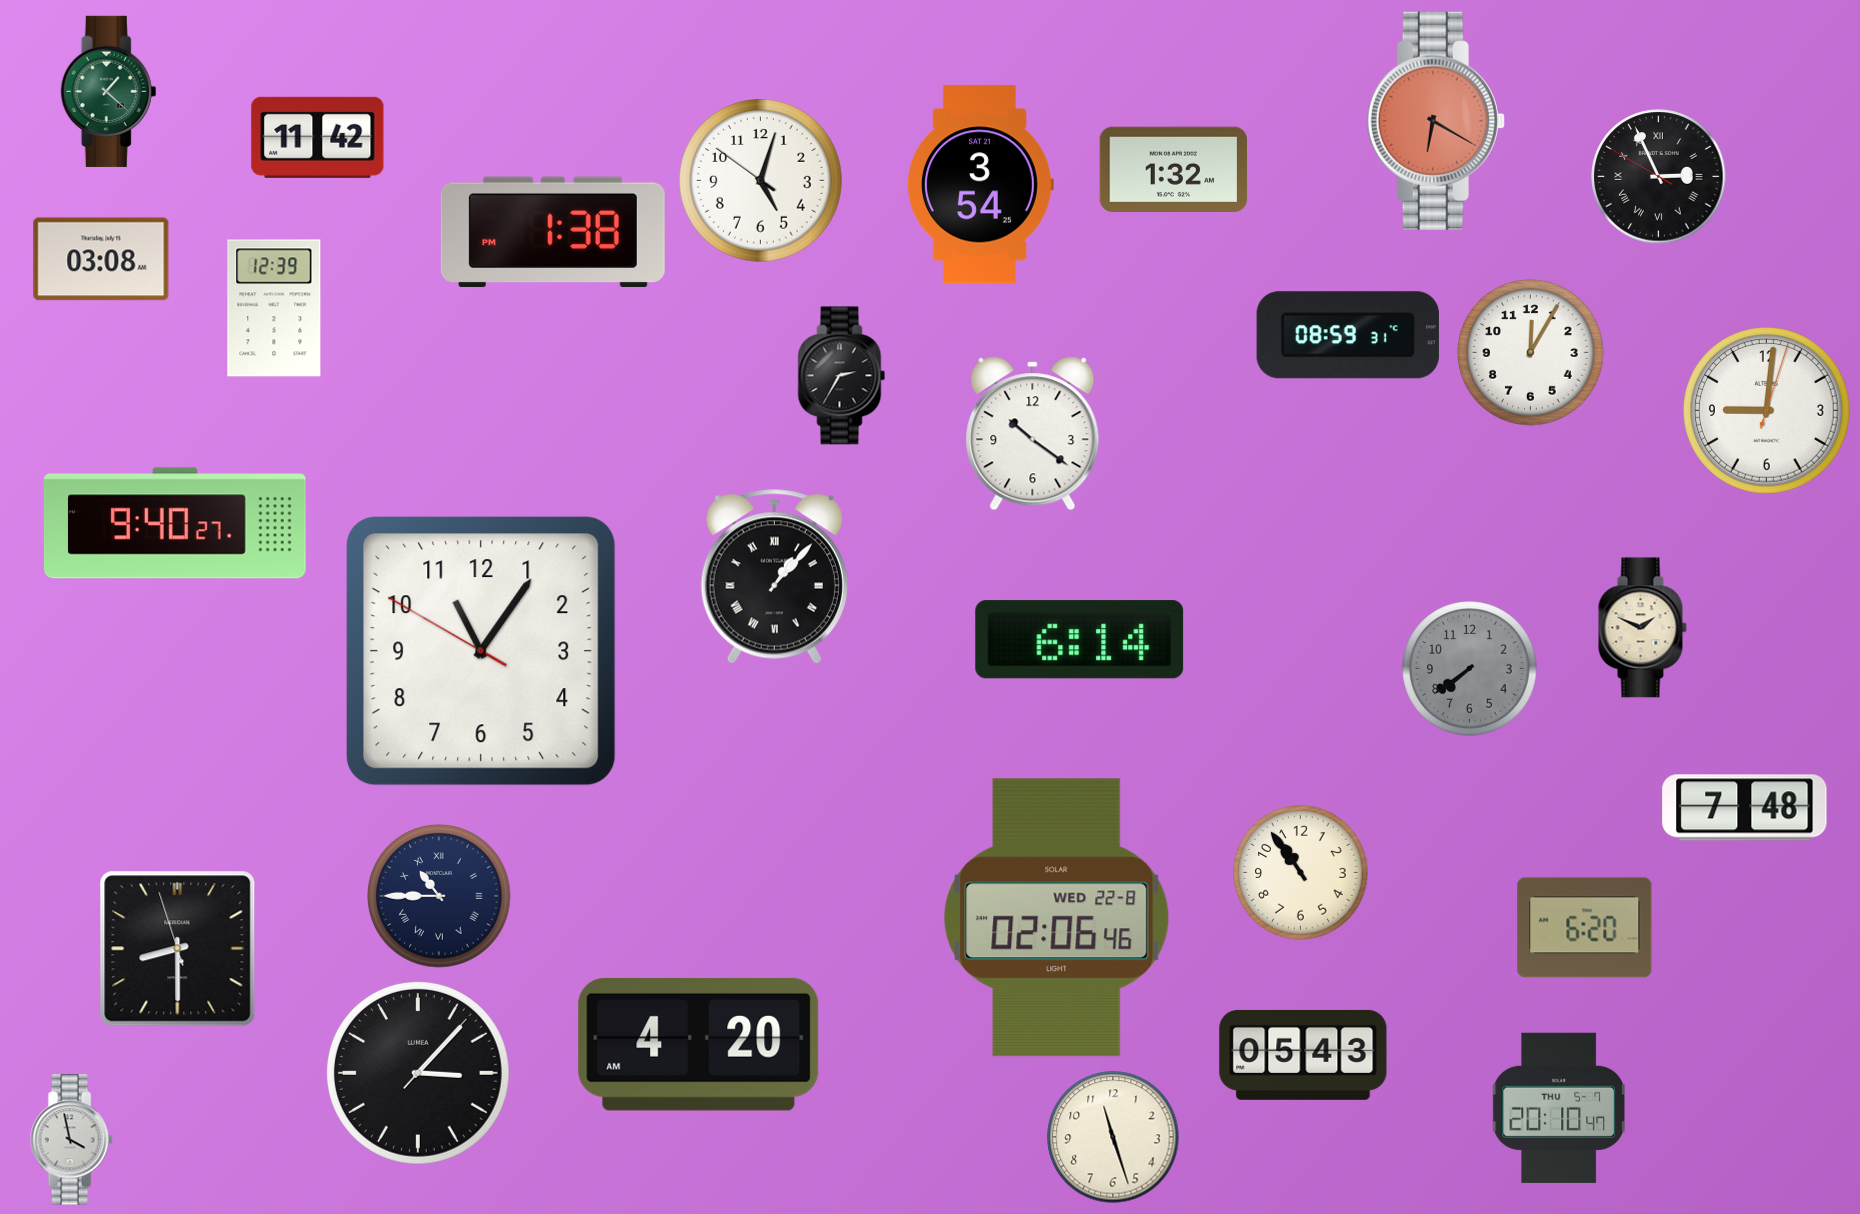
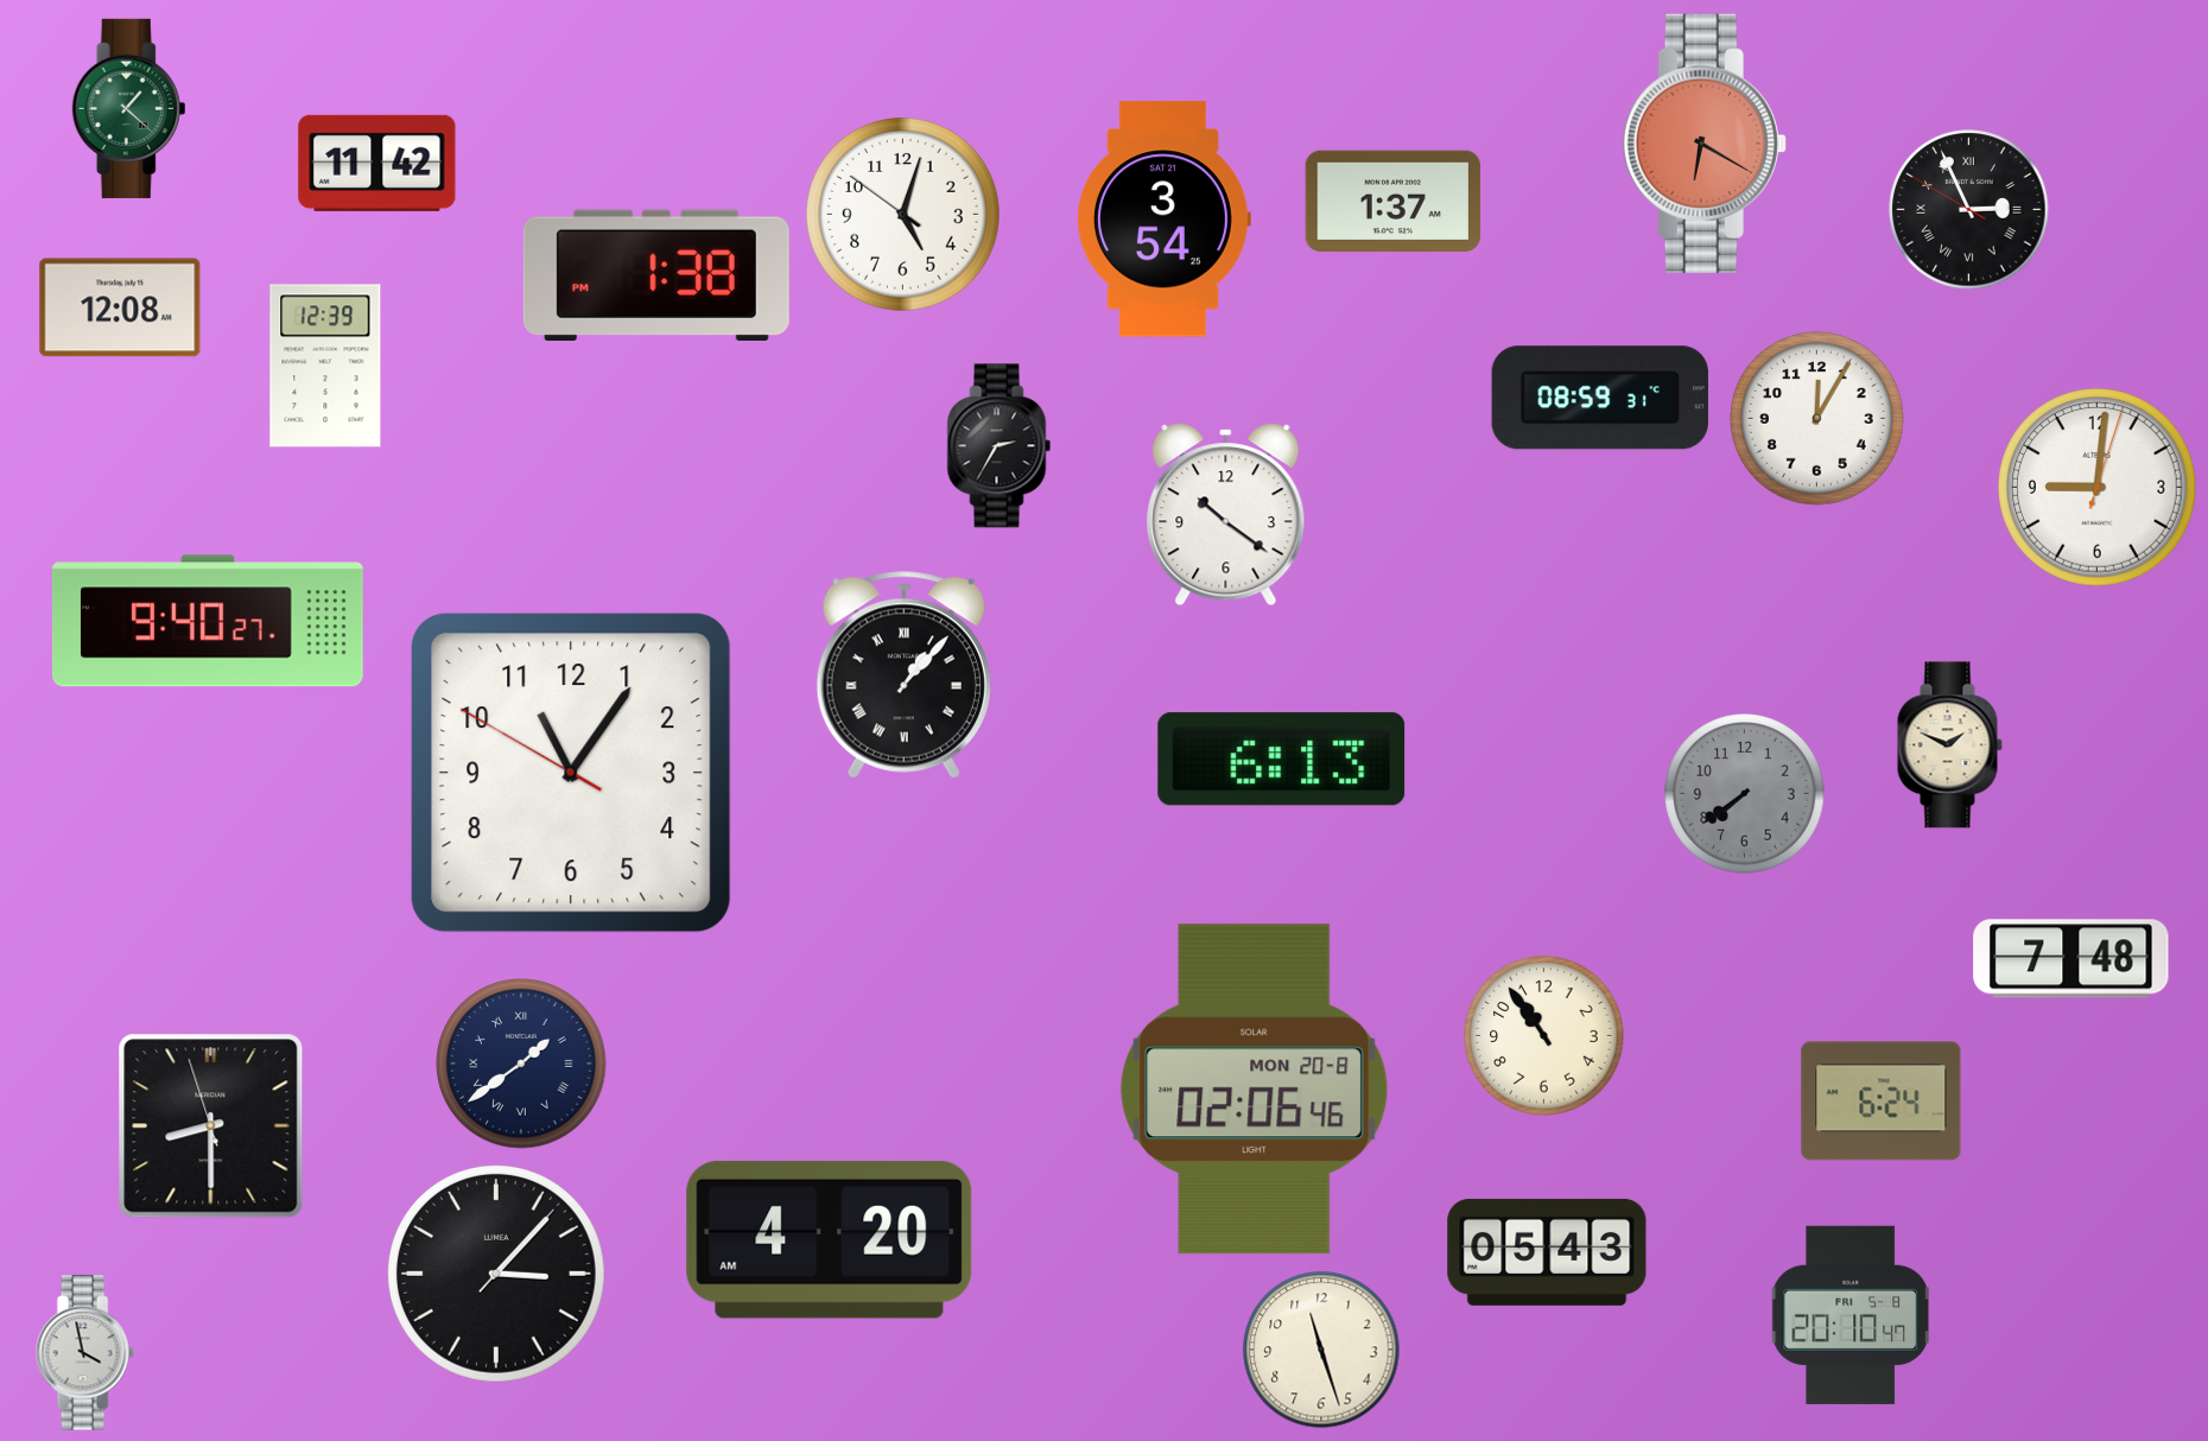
clock at (1174, 169): 1:32 -> 1:37
clock at (101, 259): 03:08 -> 12:08
clock at (774, 577) position: (774, 577) -> (903, 675)
clock at (1080, 640): 6:14 -> 6:13
clock at (439, 896): 10:45 -> 1:39
clock at (1057, 918) date: WED 22-8 -> MON 20-8
clock at (1585, 928): 6:20 -> 6:24
clock at (1559, 1108) date: THU 5-7 -> FRI 5-8
